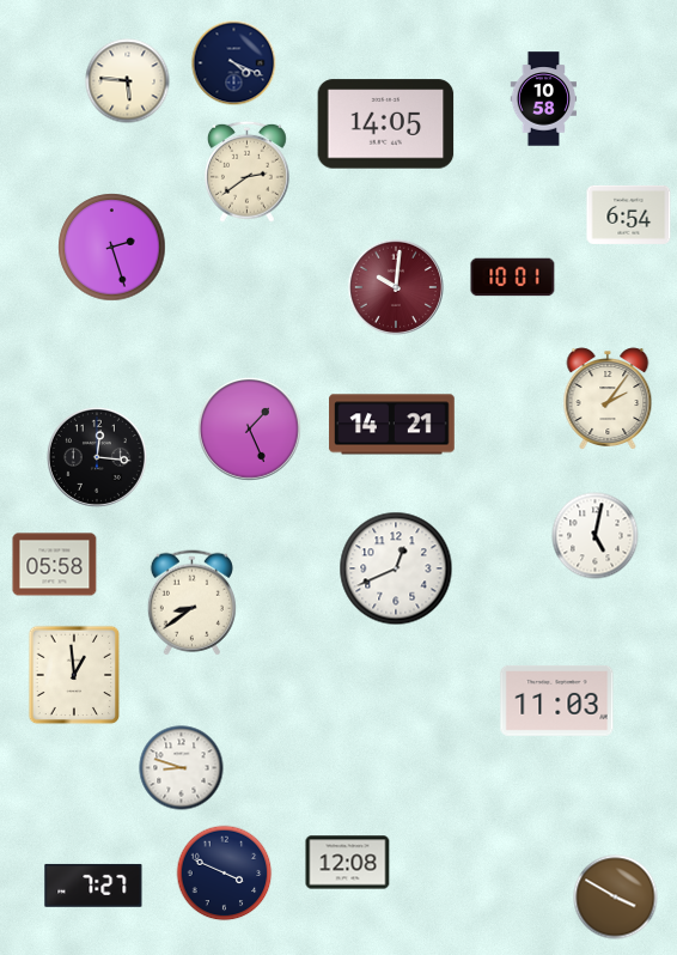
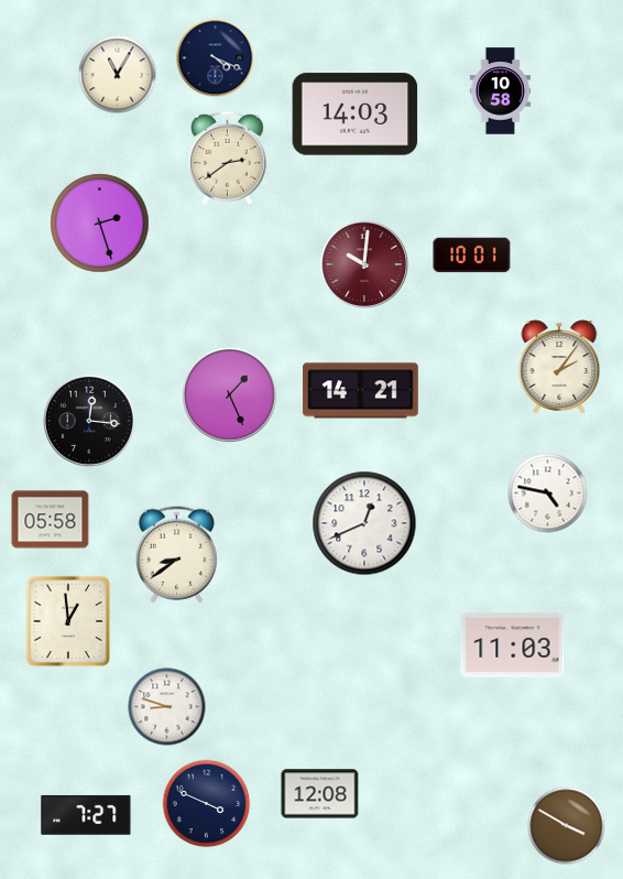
clock at (128, 81): 5:46 -> 11:05
clock at (386, 124): 14:05 -> 14:03
clock at (629, 214): 6:54 -> none
clock at (112, 248) position: (112, 248) -> (100, 224)
clock at (596, 536): 5:02 -> 4:47
